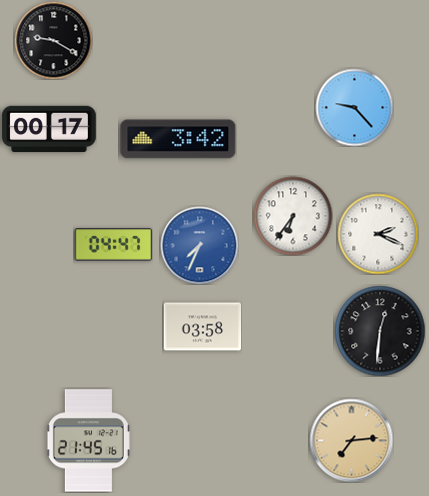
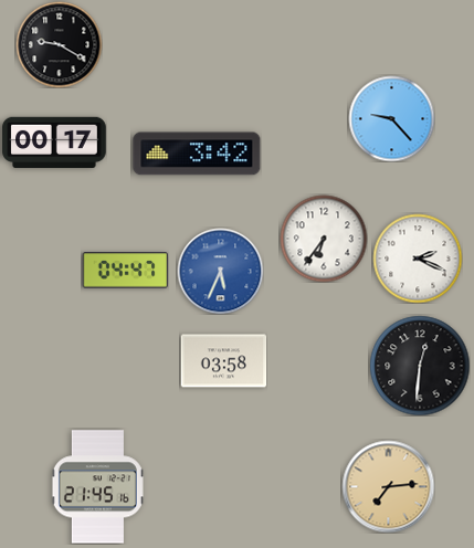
clock at (199, 245): 7:34 -> 5:34
